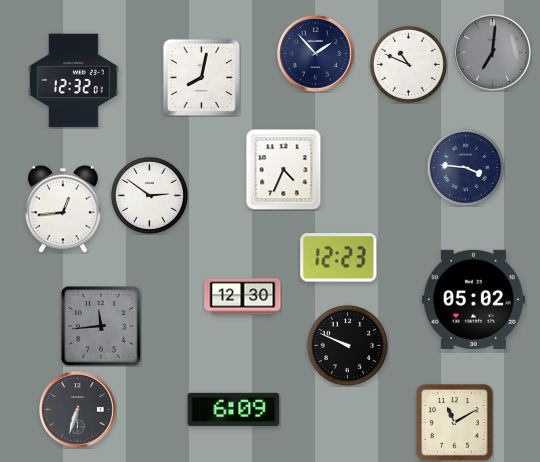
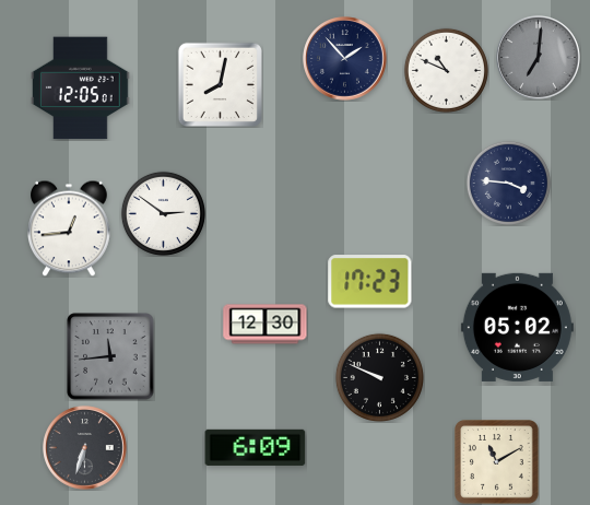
clock at (74, 81): 12:32 -> 12:05
clock at (284, 169): 4:34 -> none
clock at (339, 258): 12:23 -> 17:23
